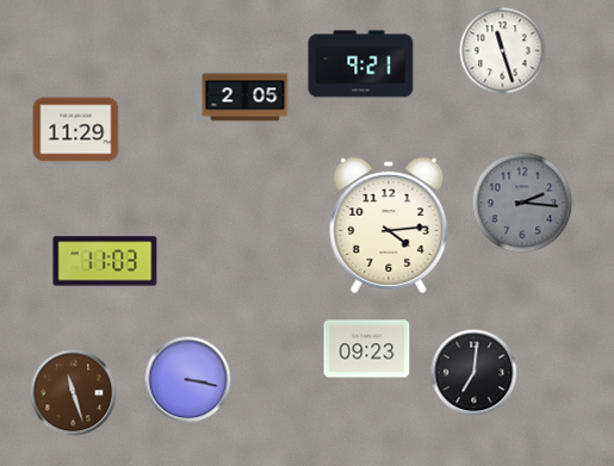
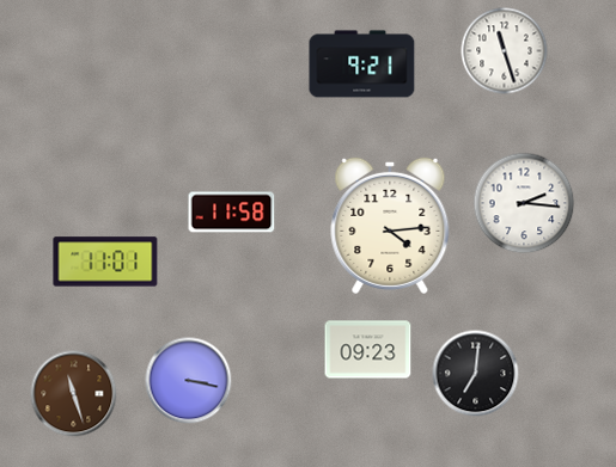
clock at (246, 98): 2:05 -> none
clock at (76, 130): 11:29 -> none
clock at (522, 203) dial: grey -> white
clock at (232, 213): none -> 11:58
clock at (105, 261): 11:03 -> 11:01
